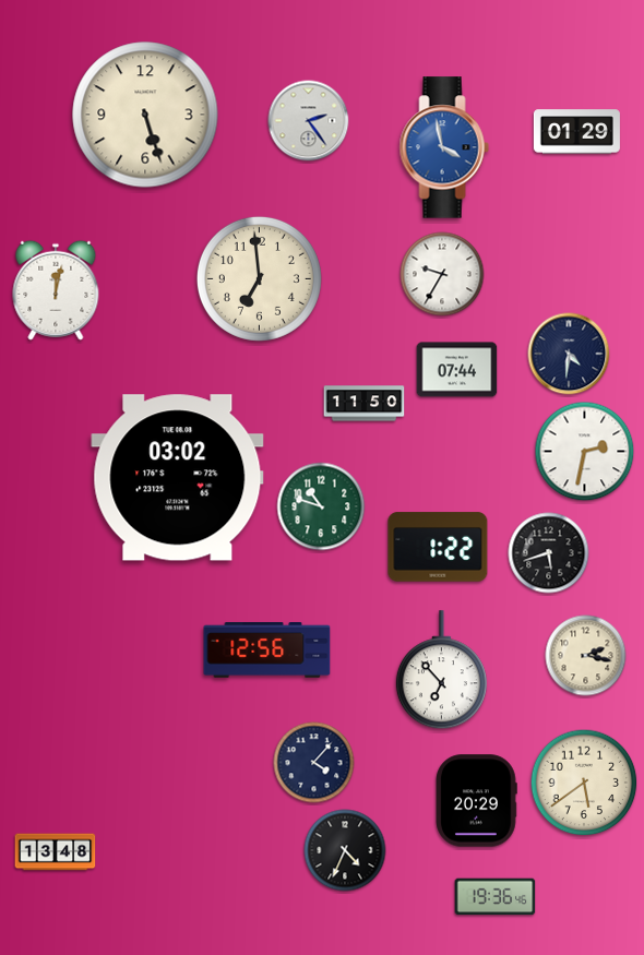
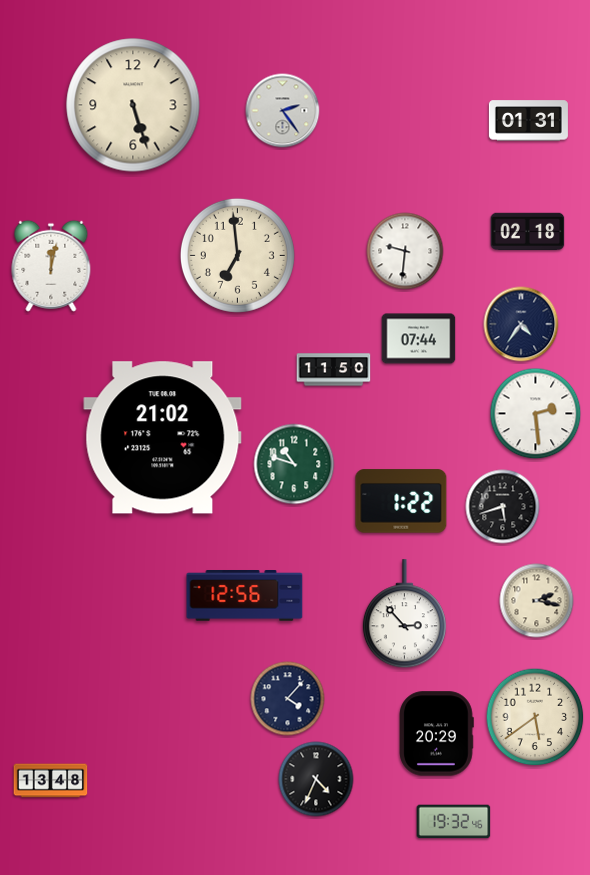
clock at (576, 132): 01:29 -> 01:31
clock at (444, 147): 3:58 -> none
clock at (528, 232): none -> 02:18
clock at (442, 274): 9:35 -> 9:31
clock at (569, 354): 4:31 -> 4:36
clock at (585, 452): 2:32 -> 2:29
clock at (178, 478): 03:02 -> 21:02
clock at (441, 670): 6:53 -> 2:53
clock at (496, 897): 19:36 -> 19:32
